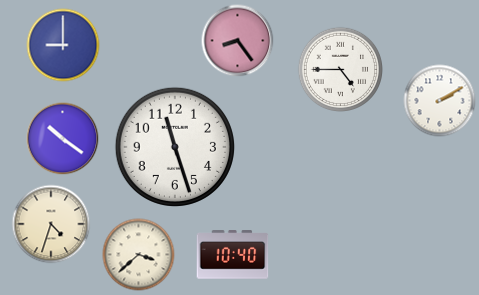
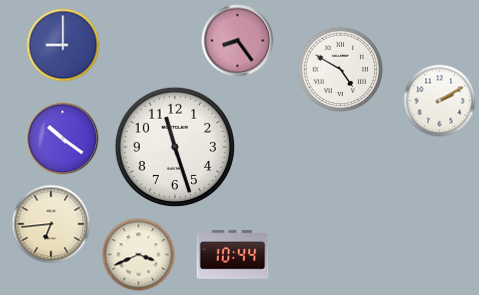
clock at (341, 70): 4:45 -> 4:50
clock at (51, 224): 4:33 -> 6:44
clock at (139, 255): 3:38 -> 3:41
clock at (233, 255): 10:40 -> 10:44
